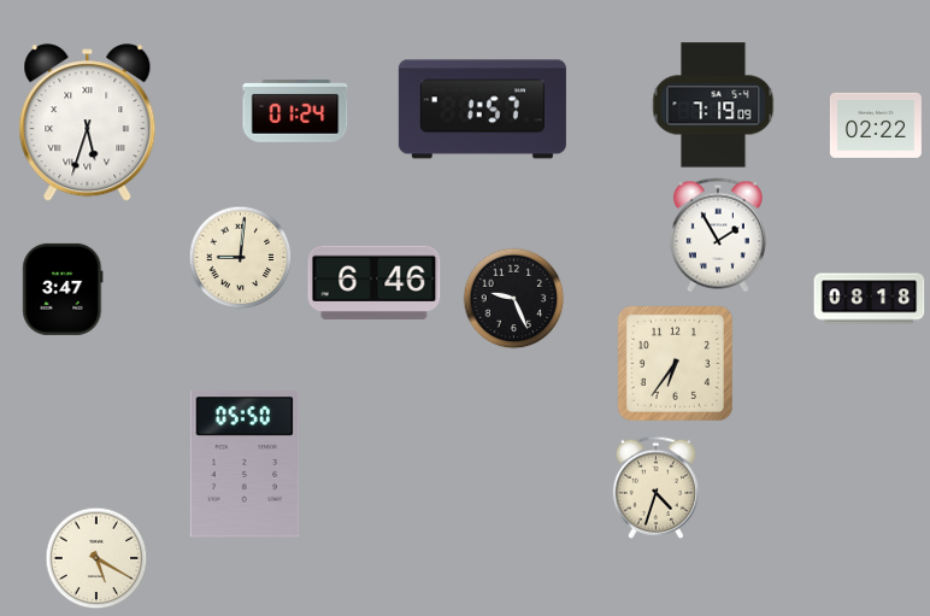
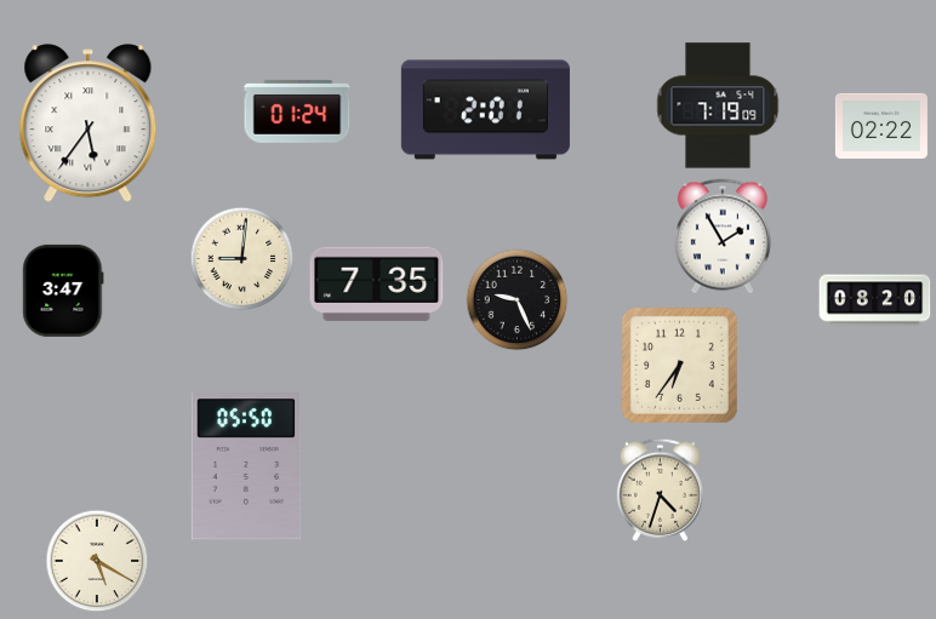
clock at (482, 110): 1:57 -> 2:01
clock at (88, 123): 5:33 -> 5:36
clock at (375, 282): 6:46 -> 7:35
clock at (870, 299): 08:18 -> 08:20
